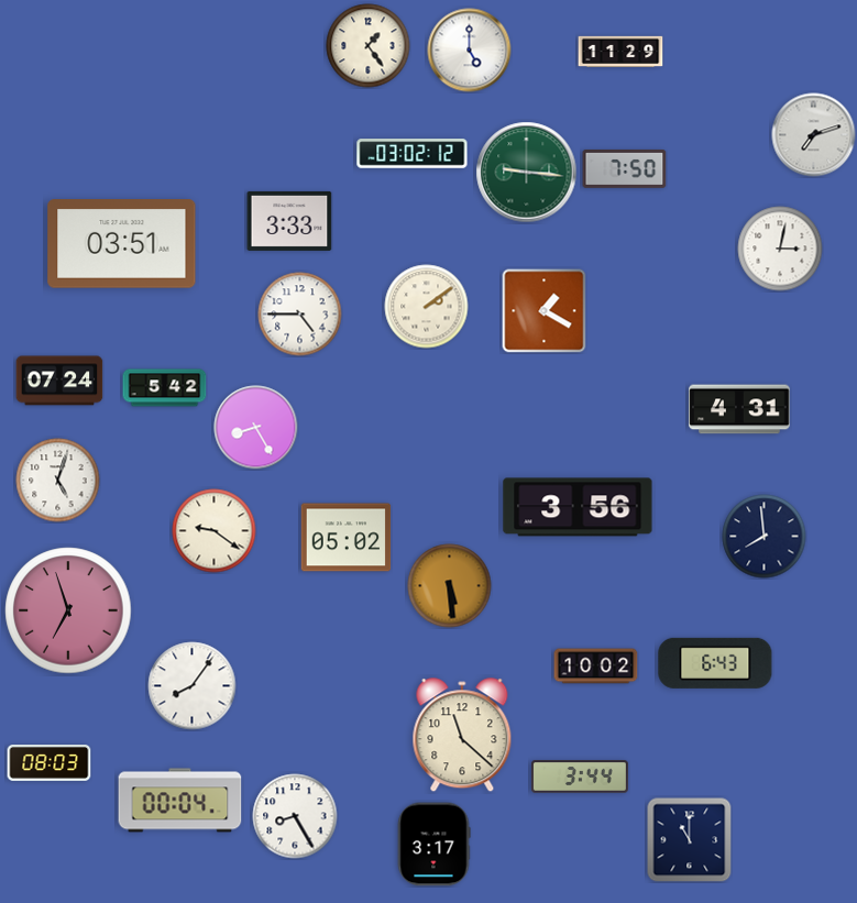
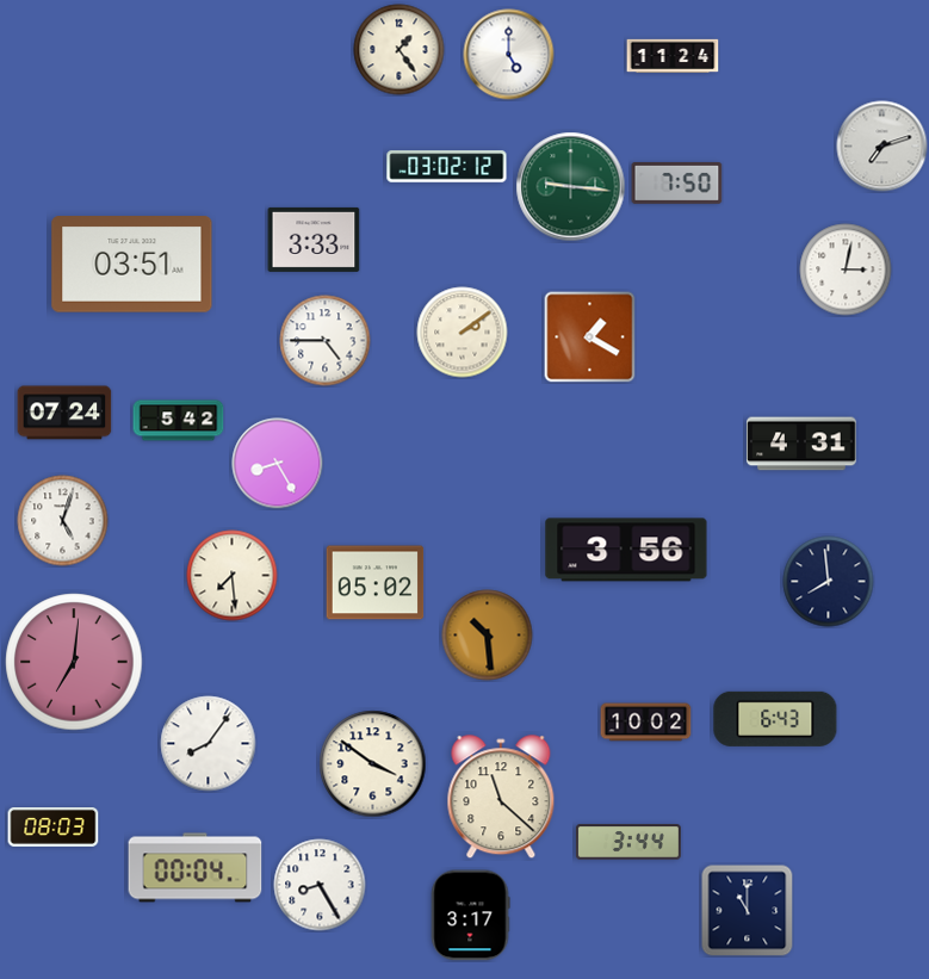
clock at (620, 51): 11:29 -> 11:24
clock at (215, 531): 9:21 -> 7:29
clock at (450, 586): 5:29 -> 10:29
clock at (68, 610): 6:57 -> 7:01
clock at (373, 764): none -> 3:51
